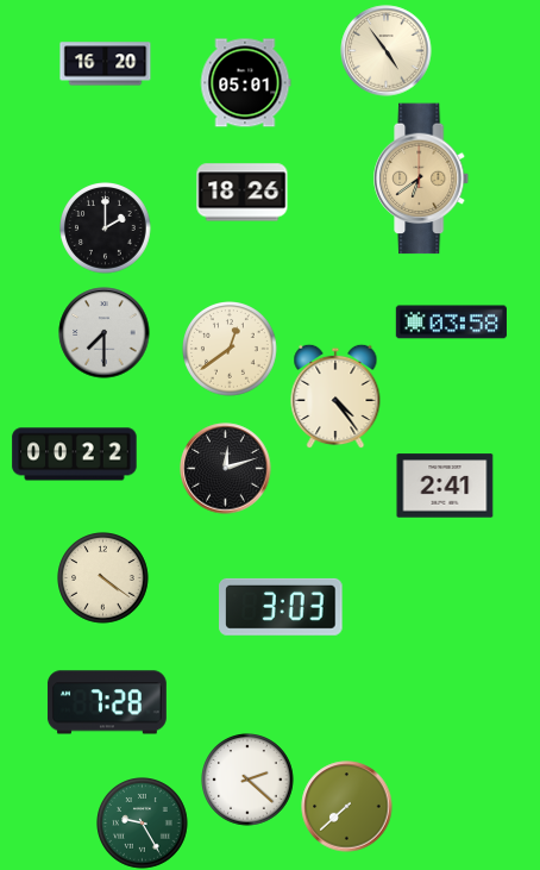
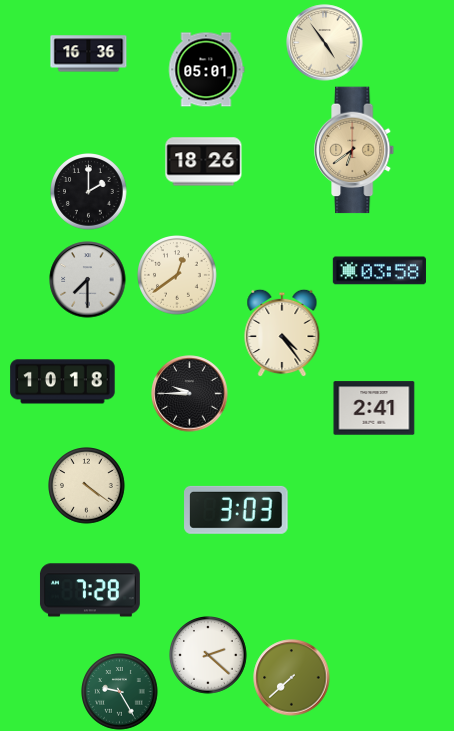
clock at (106, 64): 16:20 -> 16:36
clock at (231, 350) position: (231, 350) -> (178, 276)
clock at (75, 455): 00:22 -> 10:18
clock at (226, 469): 12:12 -> 9:45
